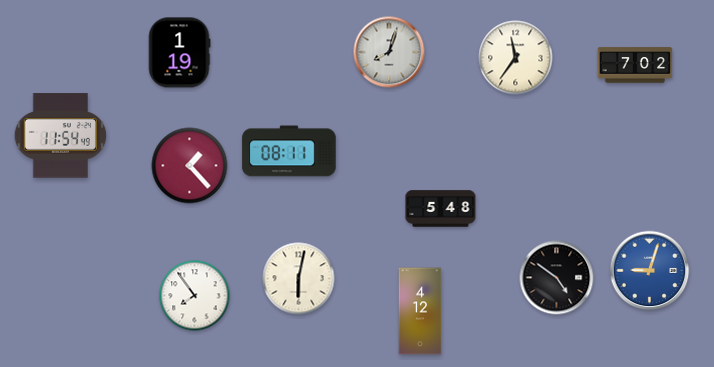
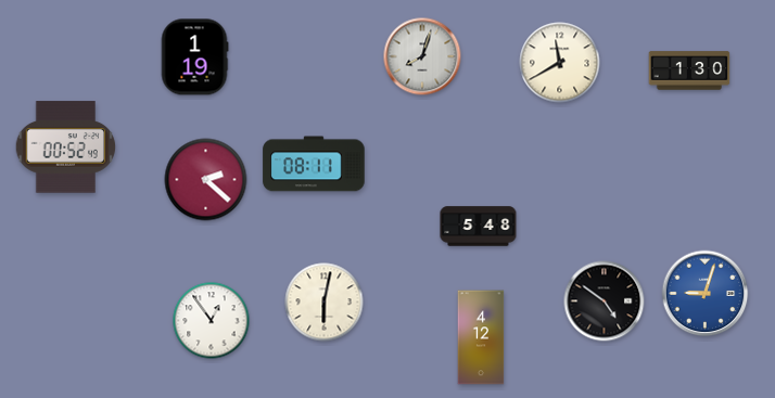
clock at (516, 58): 11:36 -> 11:40
clock at (635, 65): 7:02 -> 1:30
clock at (60, 136): 11:54 -> 00:52
clock at (190, 166): 1:23 -> 2:22
clock at (195, 296): 7:54 -> 12:54
clock at (420, 311) position: (420, 311) -> (481, 337)
